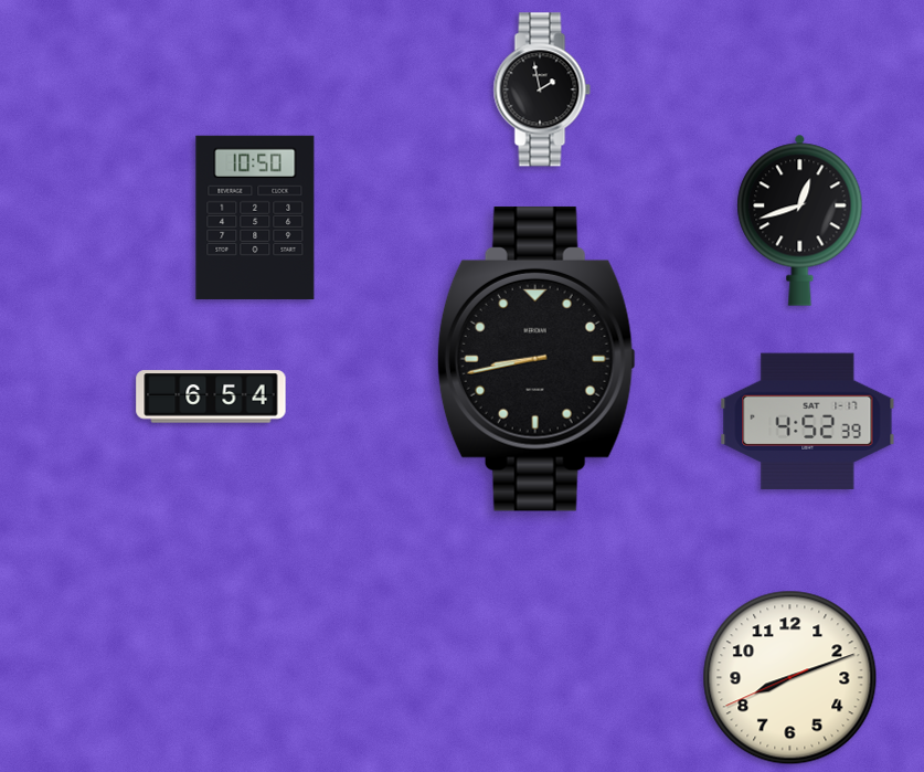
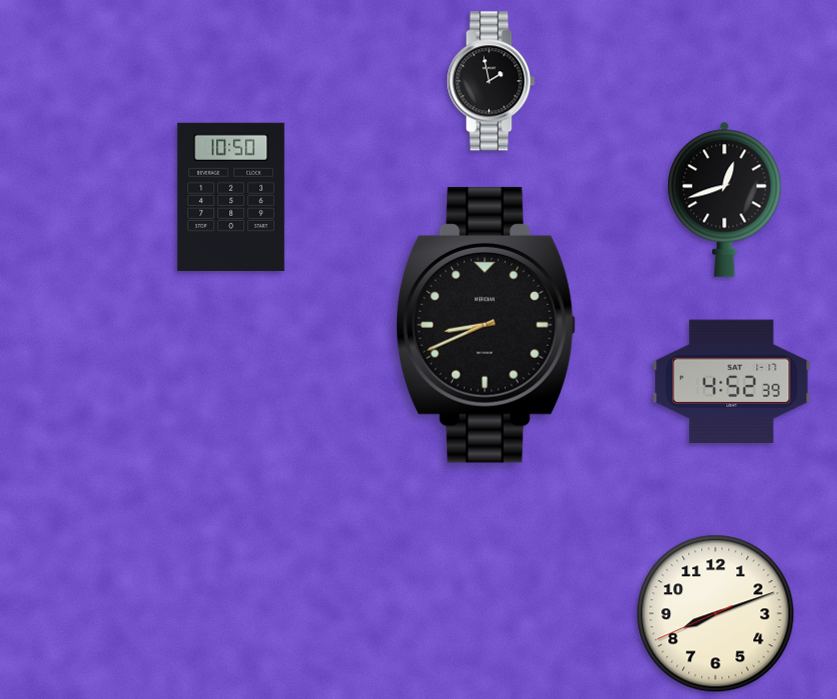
clock at (537, 359): 8:43 -> 8:41
clock at (211, 396): 6:54 -> none
